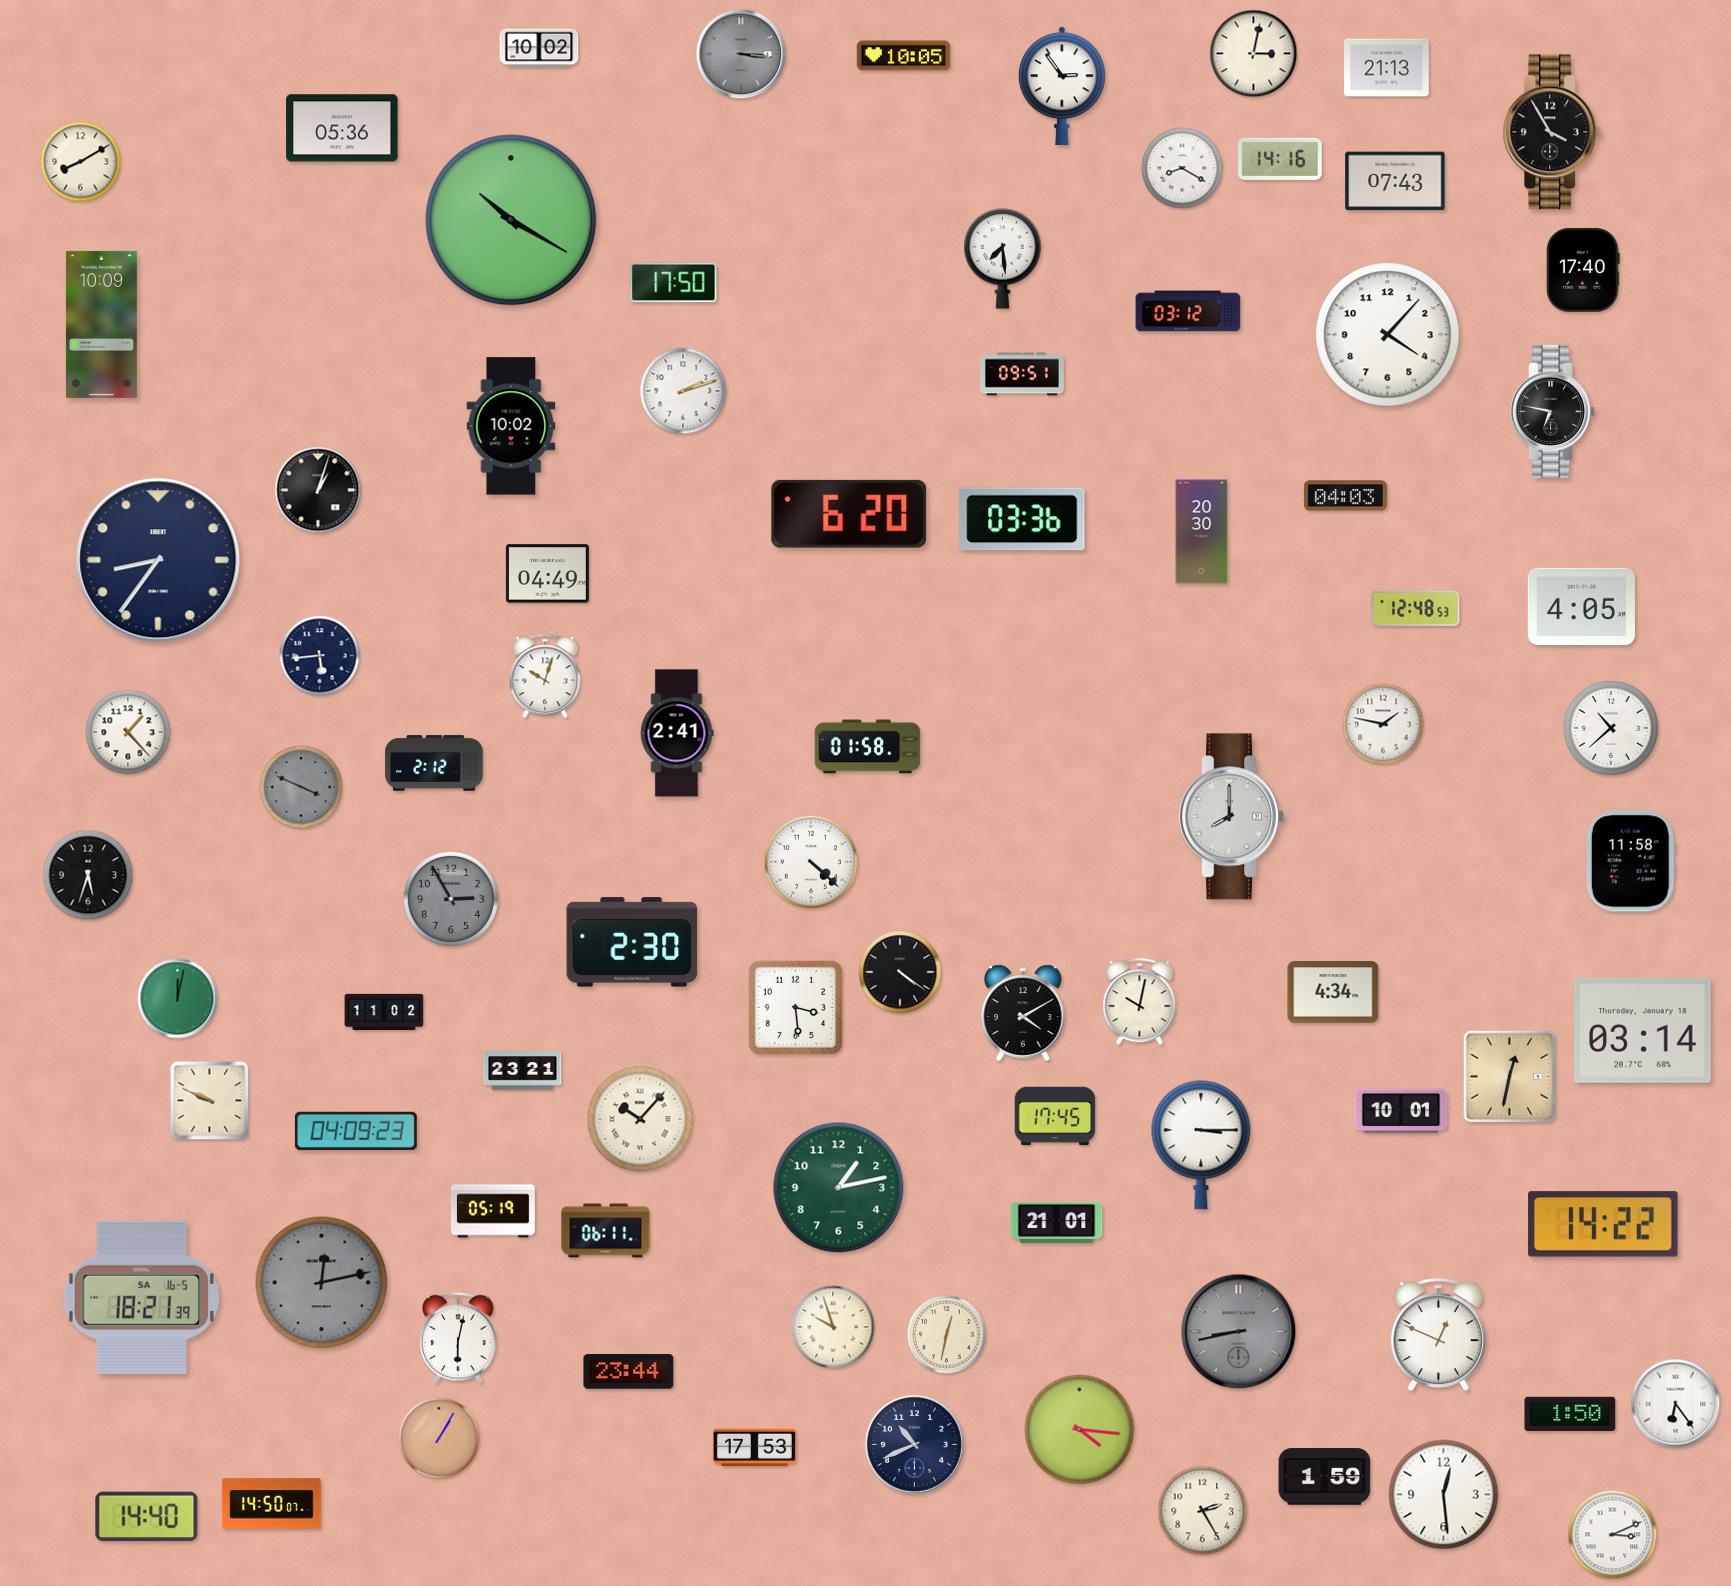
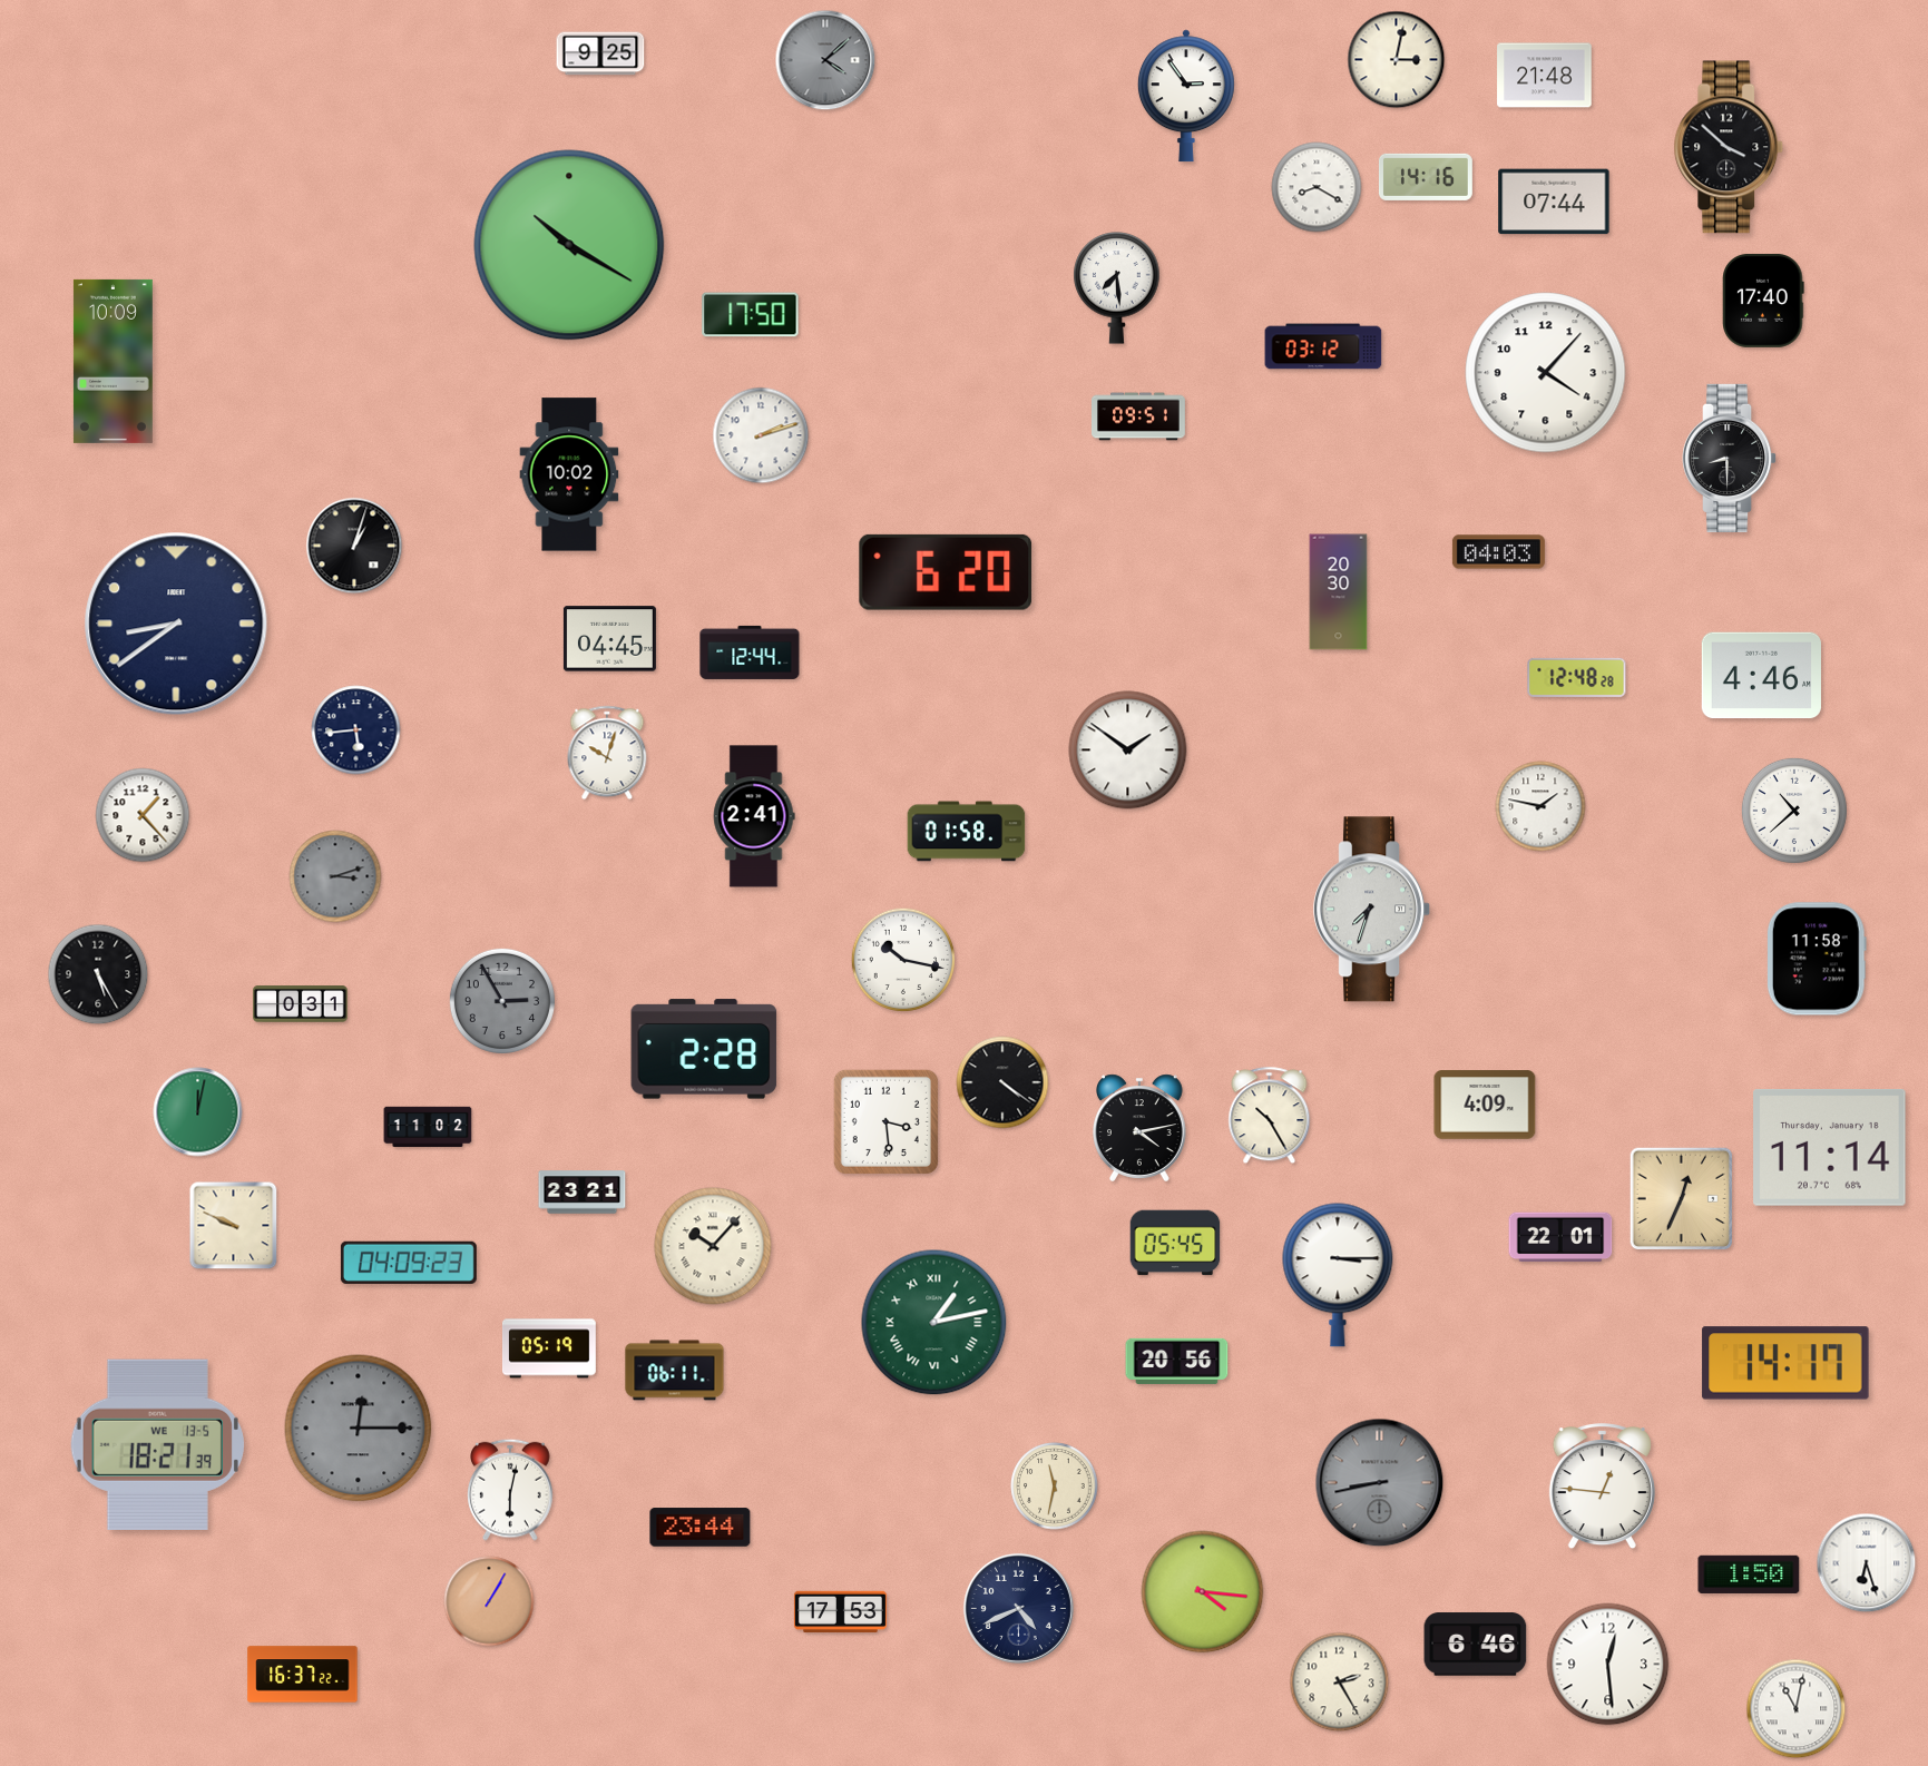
clock at (539, 48): 10:02 -> 9:25
clock at (741, 54): 3:16 -> 4:08
clock at (904, 56): 10:05 -> none
clock at (1387, 68): 21:13 -> 21:48
clock at (1062, 86) position: (1062, 86) -> (1186, 96)
clock at (342, 128): 05:36 -> none
clock at (1552, 132): 3:55 -> 3:52
clock at (81, 162): 8:10 -> none
clock at (1395, 181): 07:43 -> 07:44
clock at (1554, 411): 6:47 -> 8:30
clock at (1022, 519): 03:36 -> none
clock at (158, 560): 8:36 -> 8:39
clock at (547, 574): 04:49 -> 04:45
clock at (750, 653): none -> 12:44
clock at (1581, 607): 4:05 -> 4:46
clock at (1416, 608): 12:48:53 -> 12:48:28
clock at (1128, 750): none -> 1:51
clock at (434, 763): 2:12 -> none
clock at (301, 787): 3:49 -> 3:12
clock at (1232, 817): 8:00 -> 7:33
clock at (811, 862): 4:22 -> 10:17
clock at (88, 875): 5:33 -> 5:25
clock at (301, 1004): none -> 0:31
clock at (632, 942): 2:30 -> 2:28
clock at (1333, 992): 4:34 -> 4:09
clock at (1140, 1002): 10:02 -> 10:25
clock at (1024, 1013): 4:10 -> 4:13
clock at (1643, 1031): 03:14 -> 11:14
clock at (1510, 1077): 12:32 -> 12:34
clock at (1401, 1111): 10:01 -> 22:01
clock at (1055, 1116): 17:45 -> 05:45
clock at (356, 1131) position: (356, 1131) -> (409, 1263)
clock at (839, 1188) numerals: Arabic -> Roman
clock at (1057, 1222): 21:01 -> 20:56
clock at (1603, 1224): 14:22 -> 14:17
clock at (322, 1283): 12:13 -> 12:15
clock at (141, 1297) date: SA 16-5 -> WE 13-5
clock at (833, 1327): 9:57 -> none
clock at (947, 1335): 12:32 -> 11:32
clock at (1438, 1335): 12:49 -> 12:46
clock at (1676, 1404): 6:24 -> 6:27
clock at (914, 1444): 10:41 -> 4:41
clock at (1325, 1477): 1:59 -> 6:46
clock at (272, 1504): 14:50 -> 16:37
clock at (147, 1517): 14:40 -> none
clock at (1613, 1535): 3:11 -> 11:02
